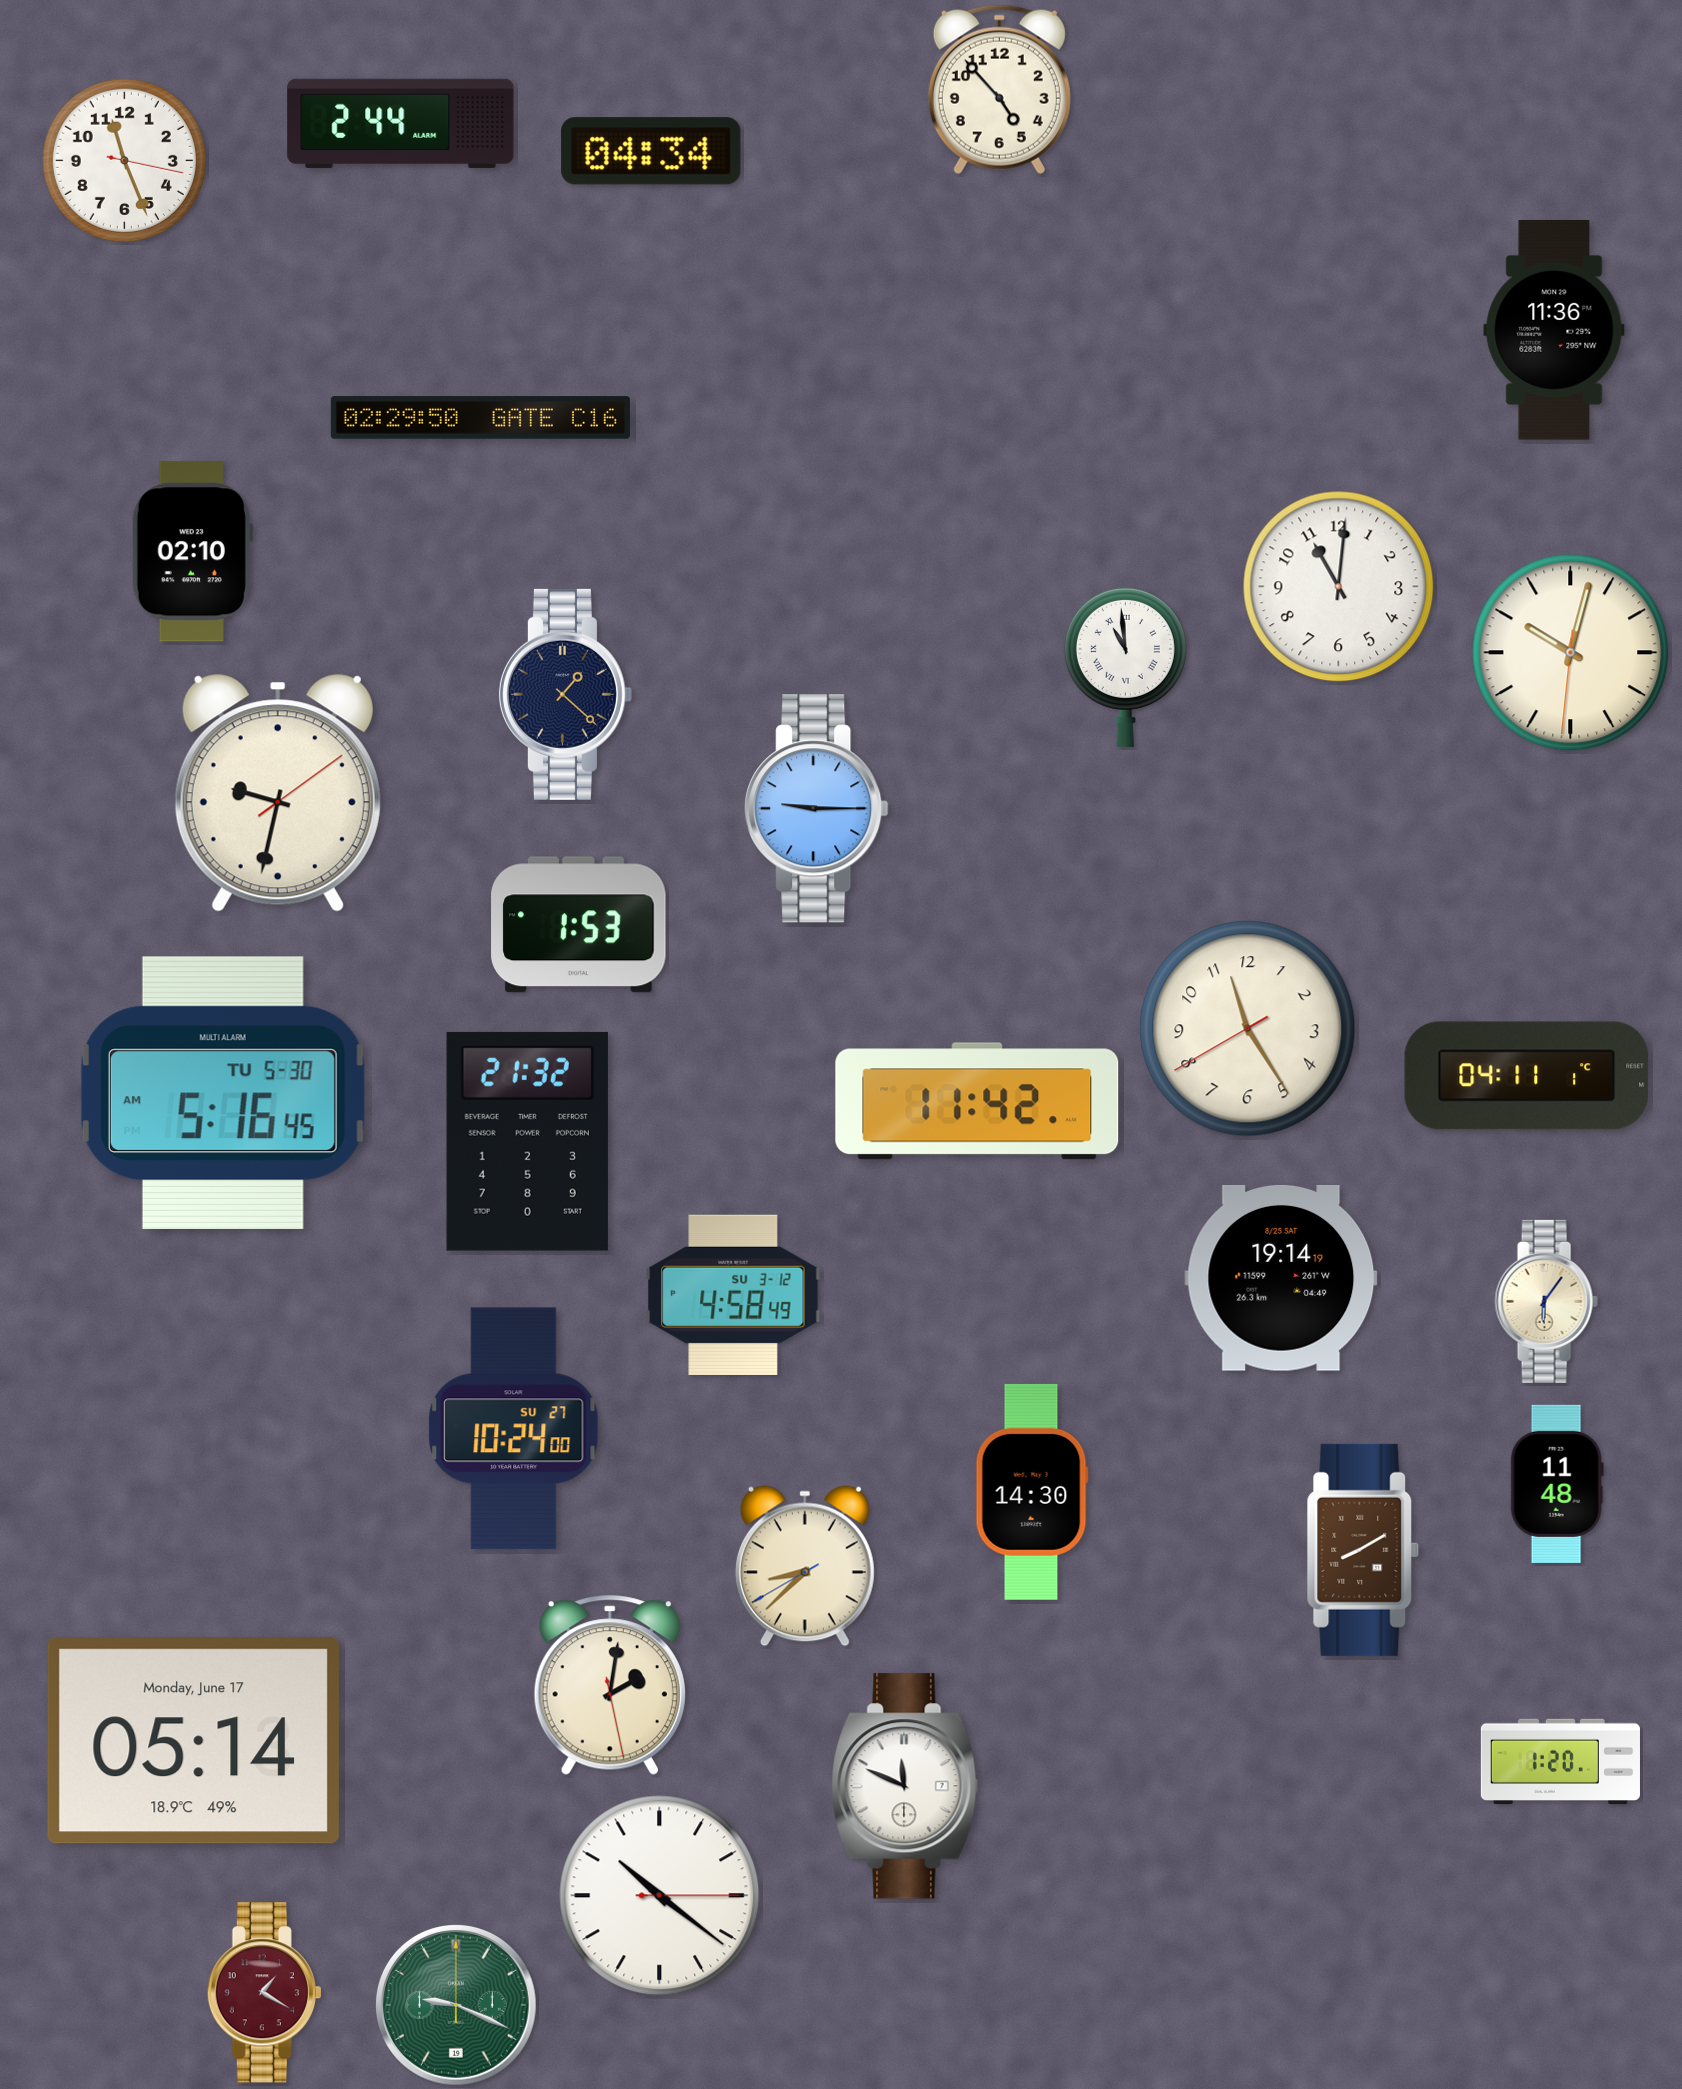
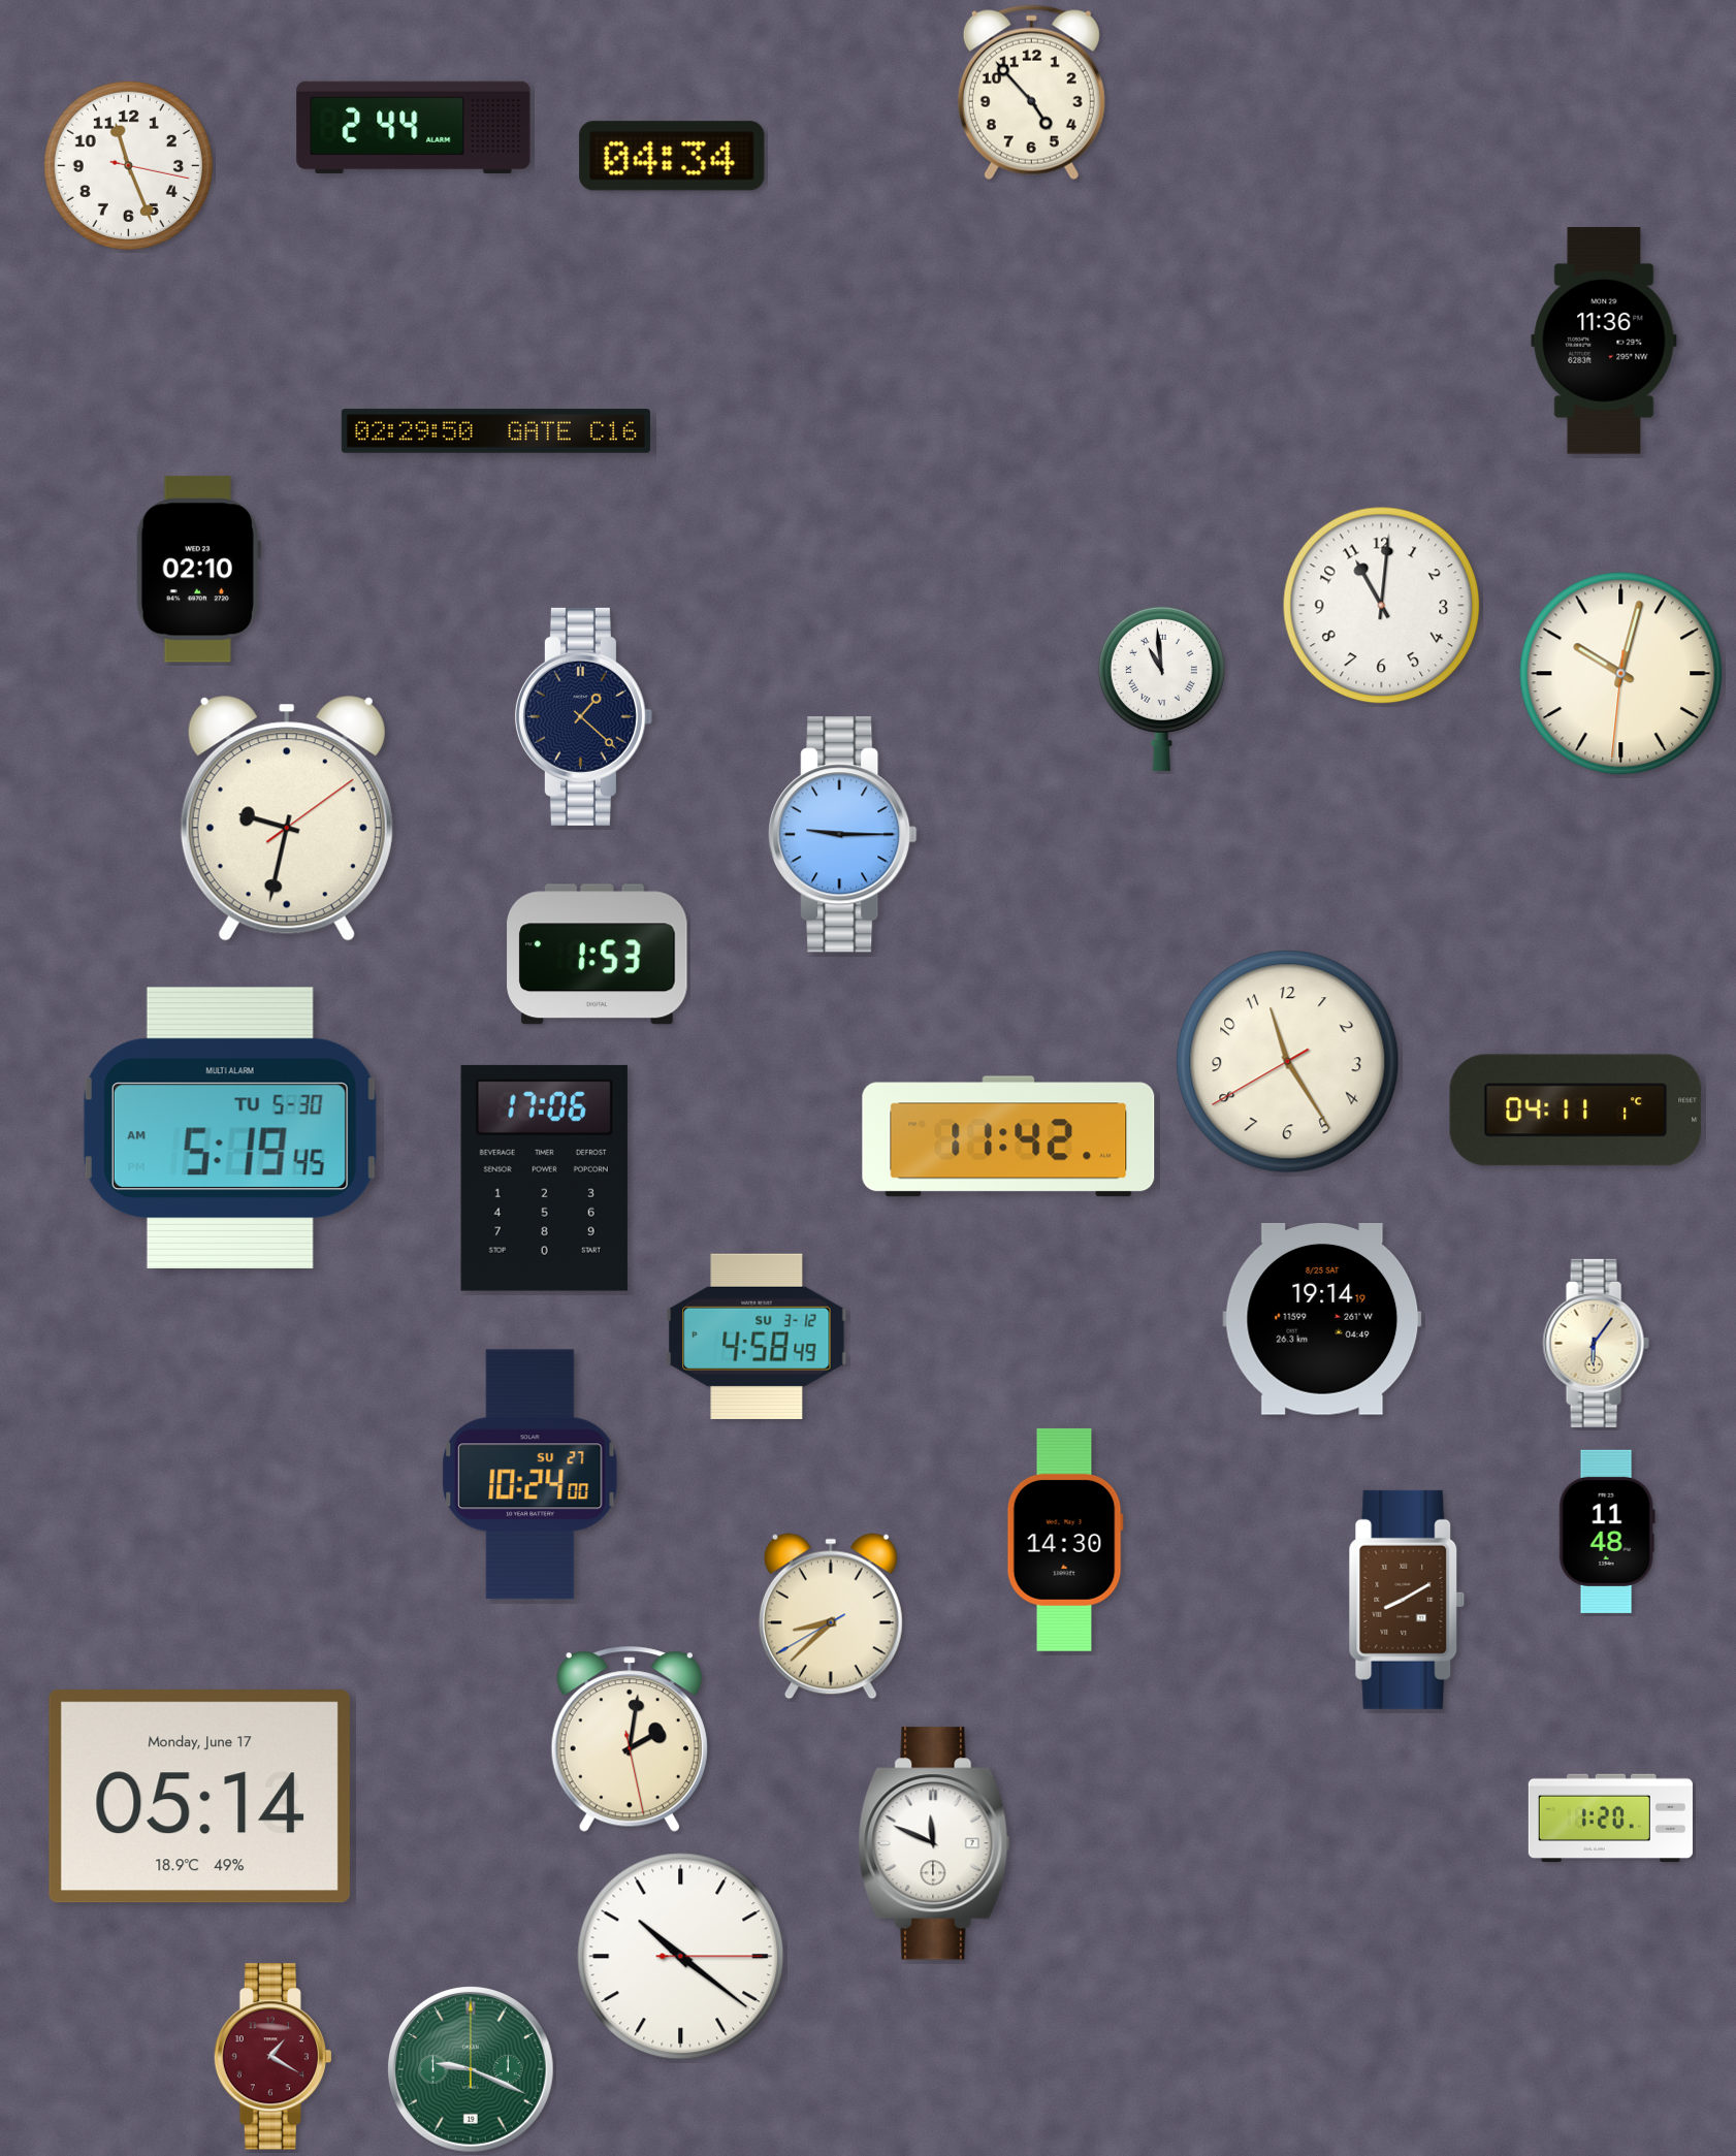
clock at (223, 1092): 5:16 -> 5:19
clock at (527, 1141): 21:32 -> 17:06
